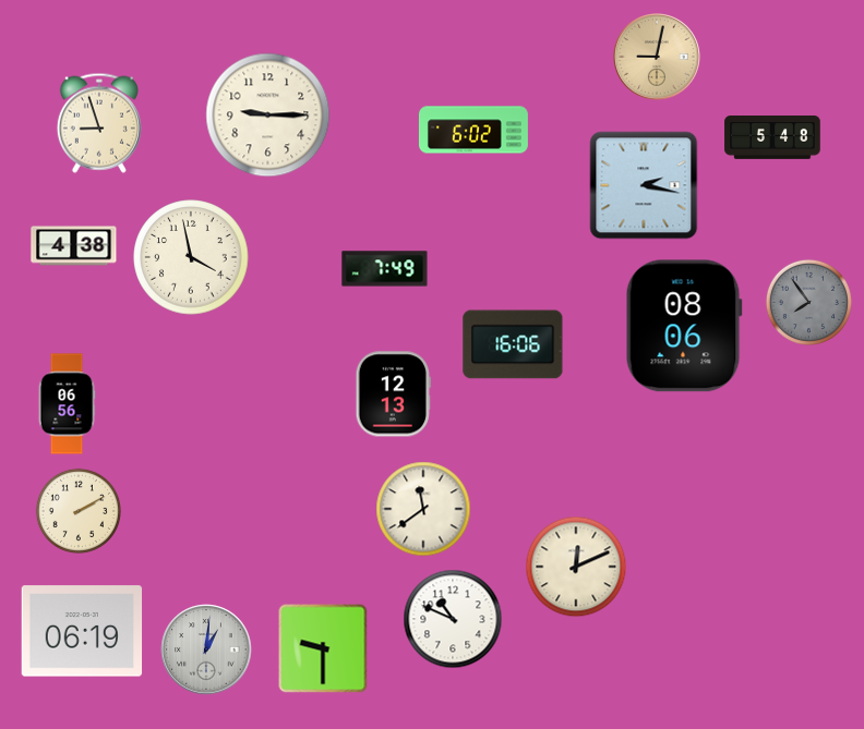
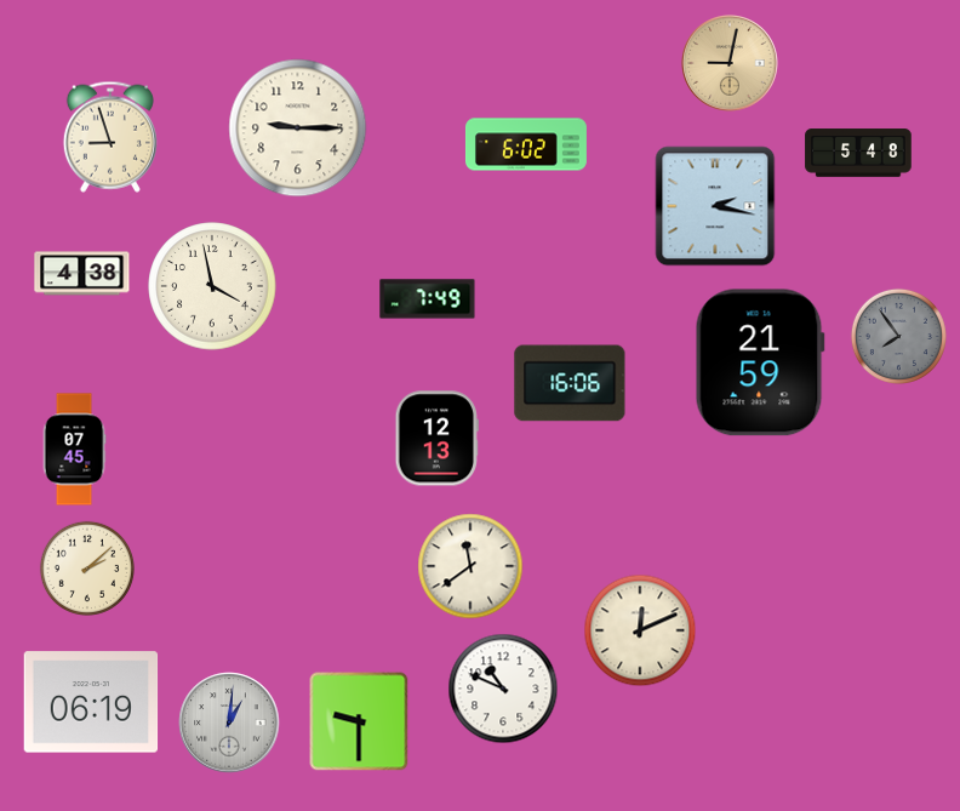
clock at (684, 326): 08:06 -> 21:59
clock at (67, 404): 06:56 -> 07:45
clock at (79, 511): 2:10 -> 2:08
